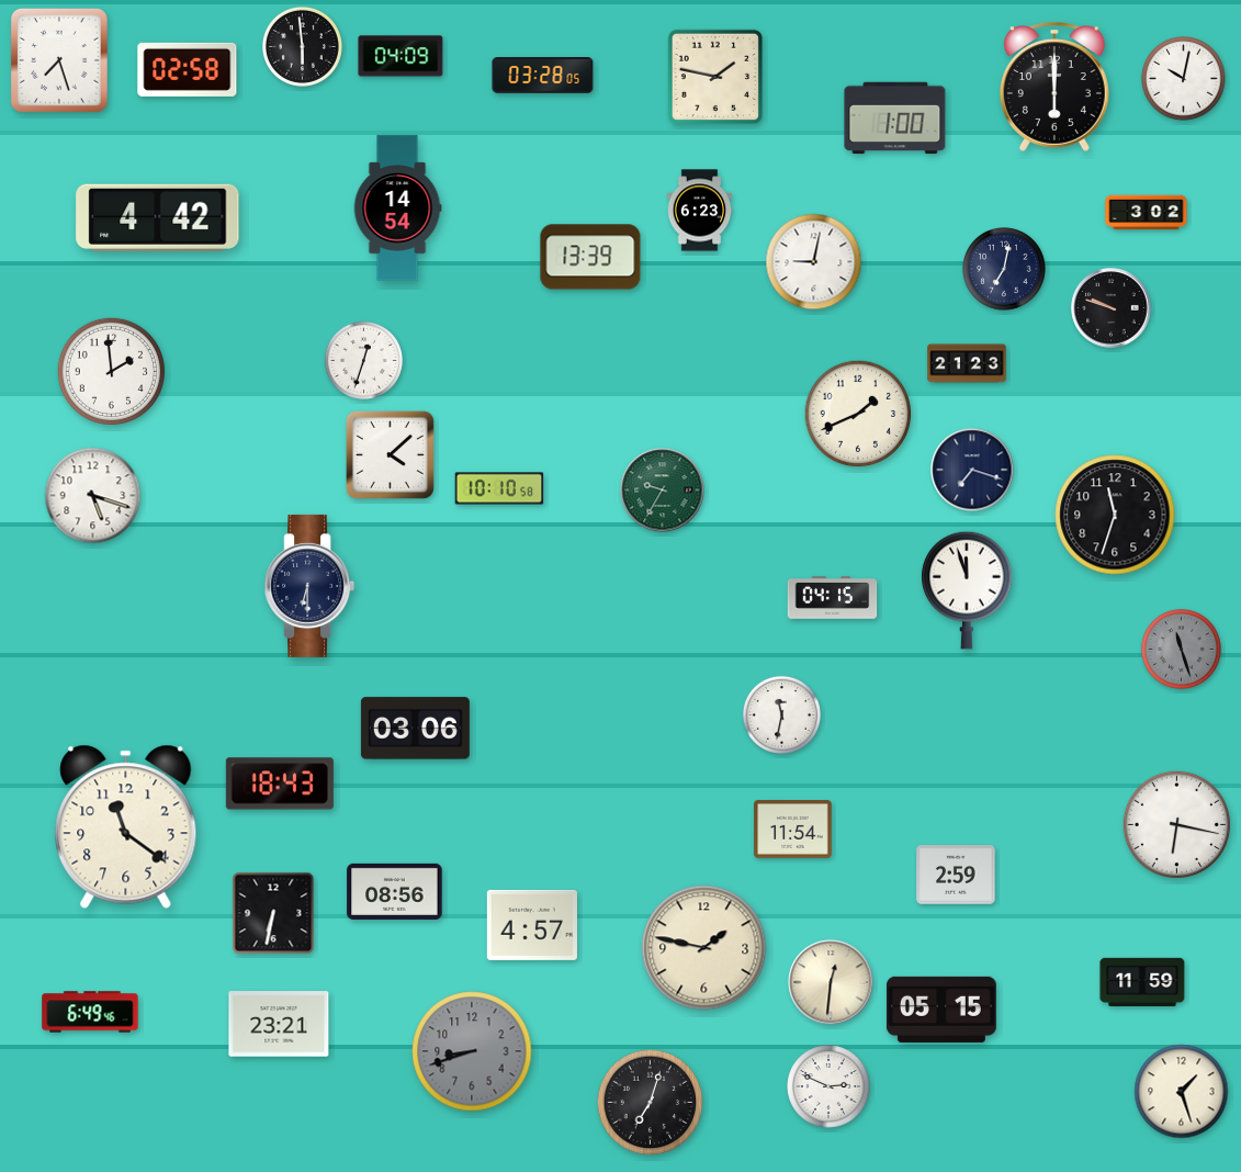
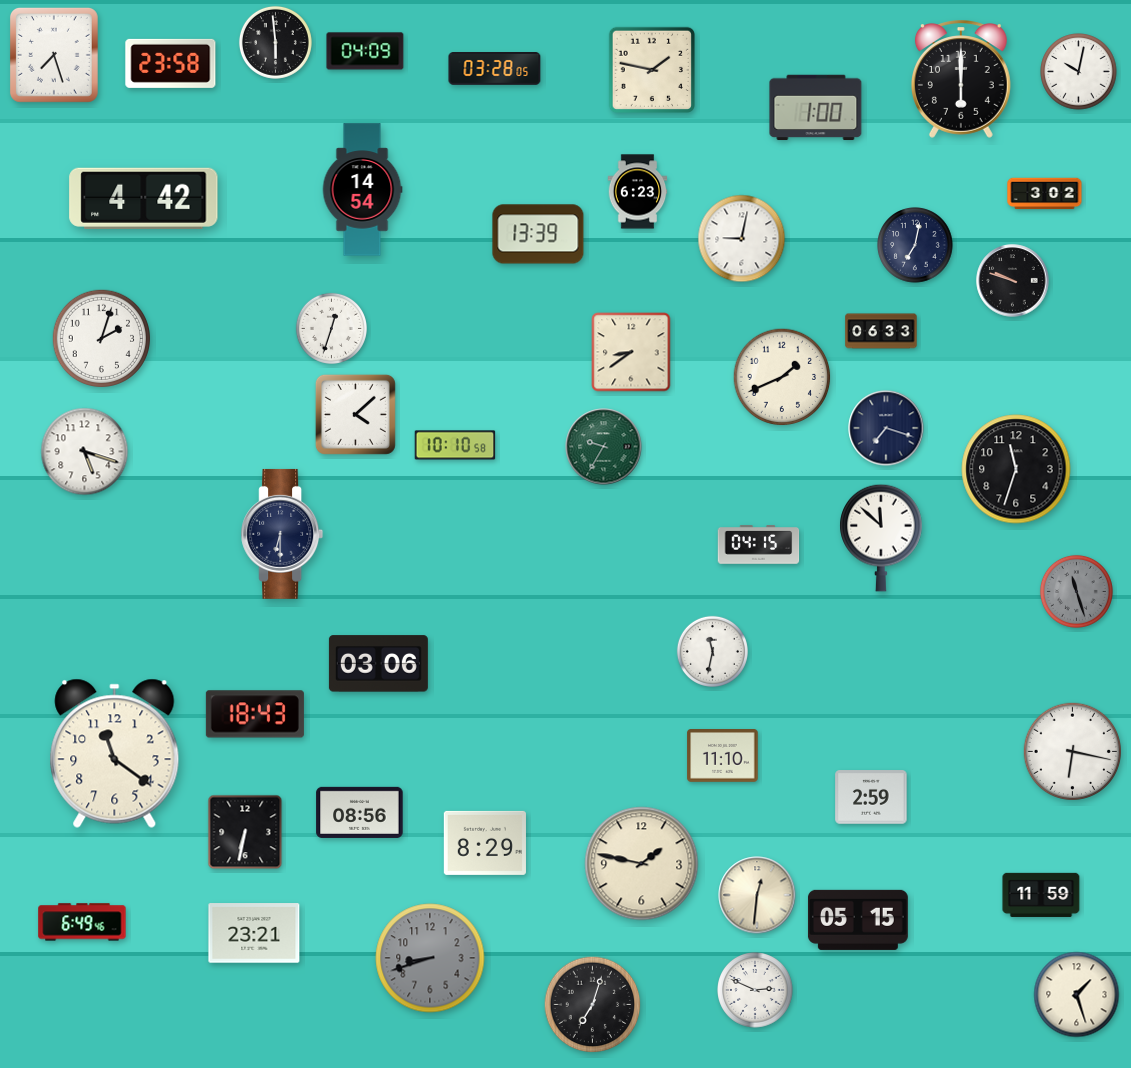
clock at (188, 69): 02:58 -> 23:58
clock at (967, 363): 21:23 -> 06:33
clock at (111, 371): 1:59 -> 2:03
clock at (631, 352): none -> 8:39
clock at (967, 590): 11:57 -> 11:52
clock at (793, 830): 11:54 -> 11:10
clock at (273, 913) position: (273, 913) -> (245, 832)
clock at (532, 925): 4:57 -> 8:29
